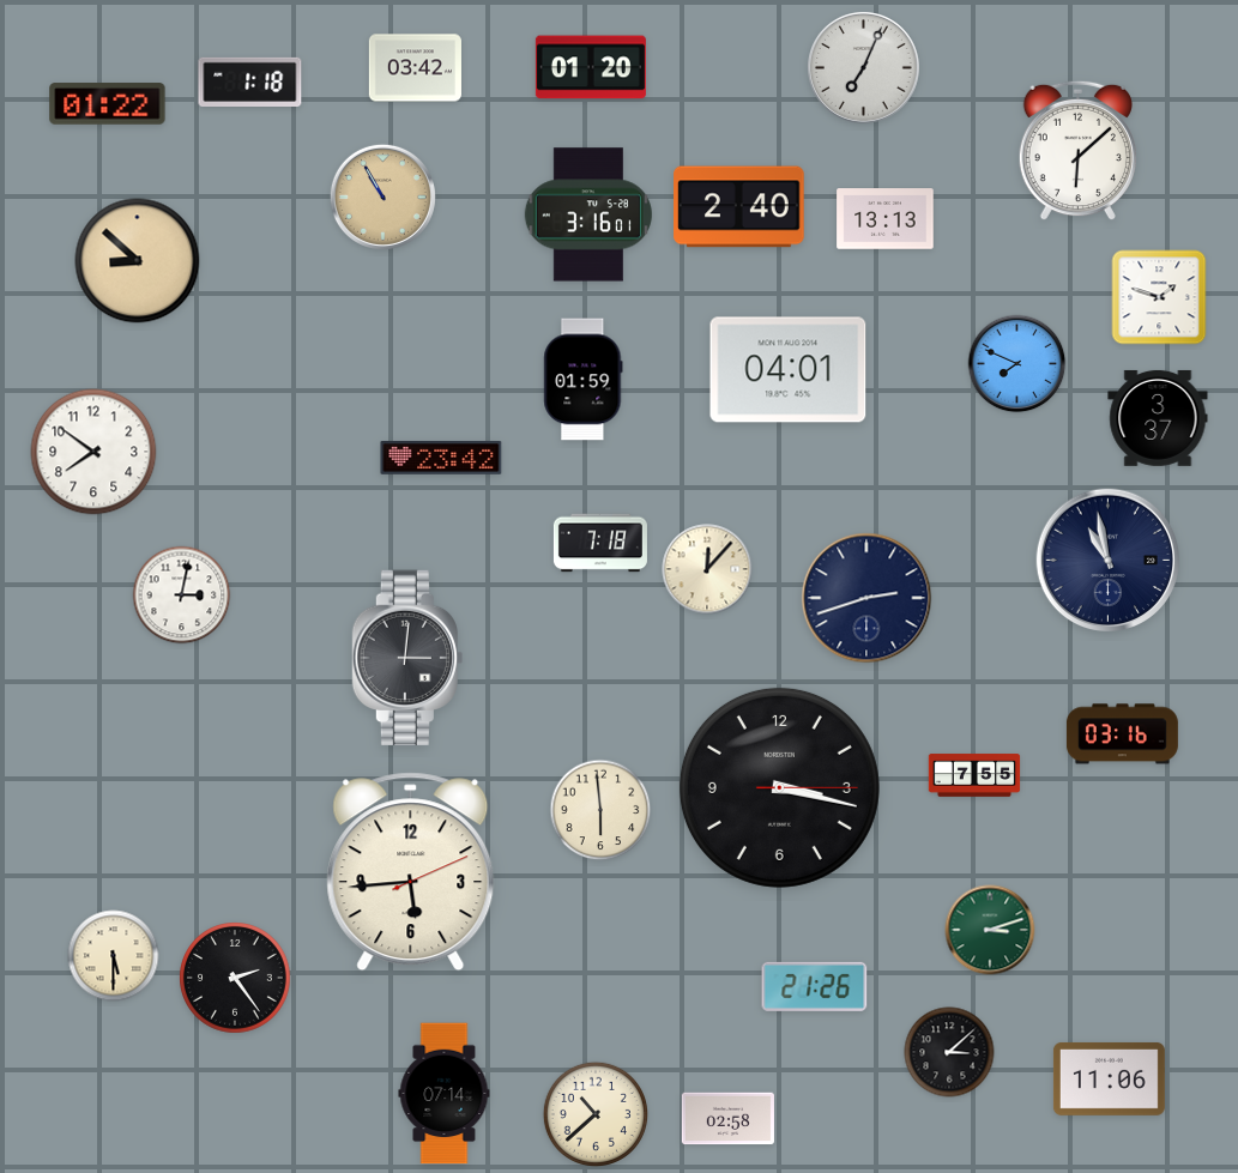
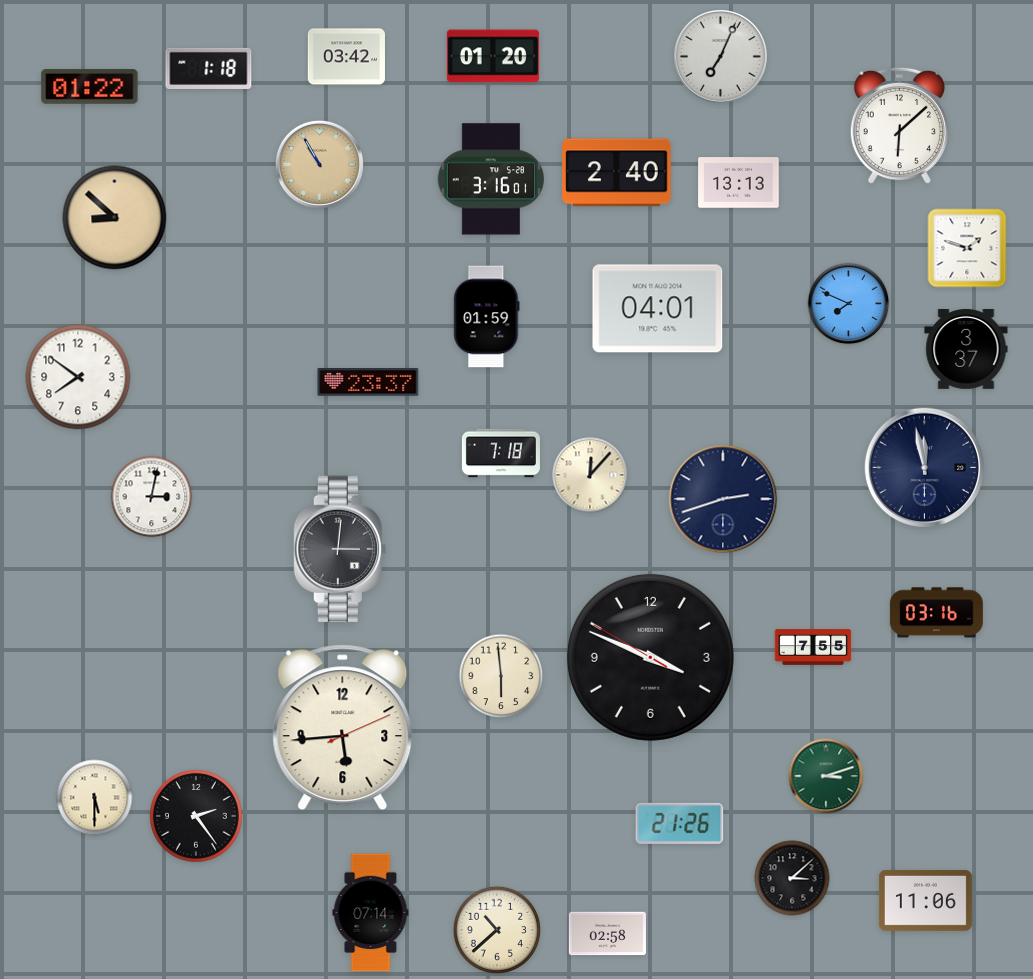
clock at (441, 459): 23:42 -> 23:37
clock at (1109, 561): 10:58 -> 11:58
clock at (779, 787): 3:17 -> 3:48
